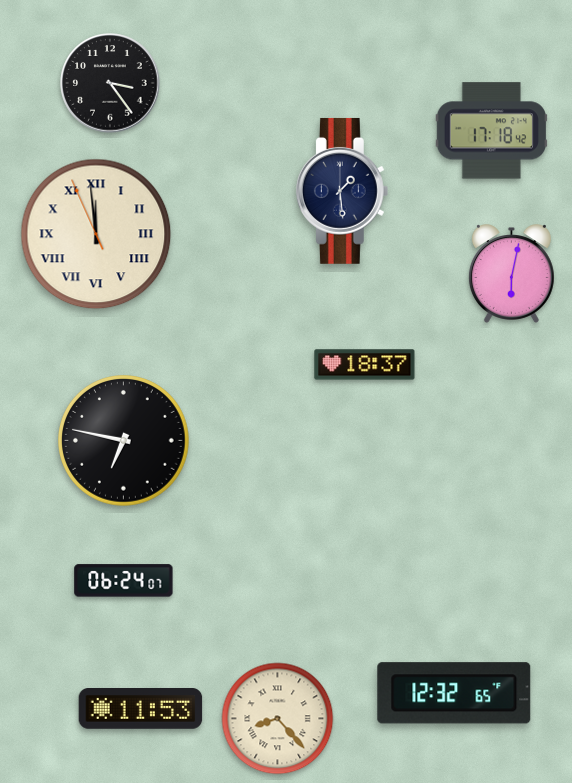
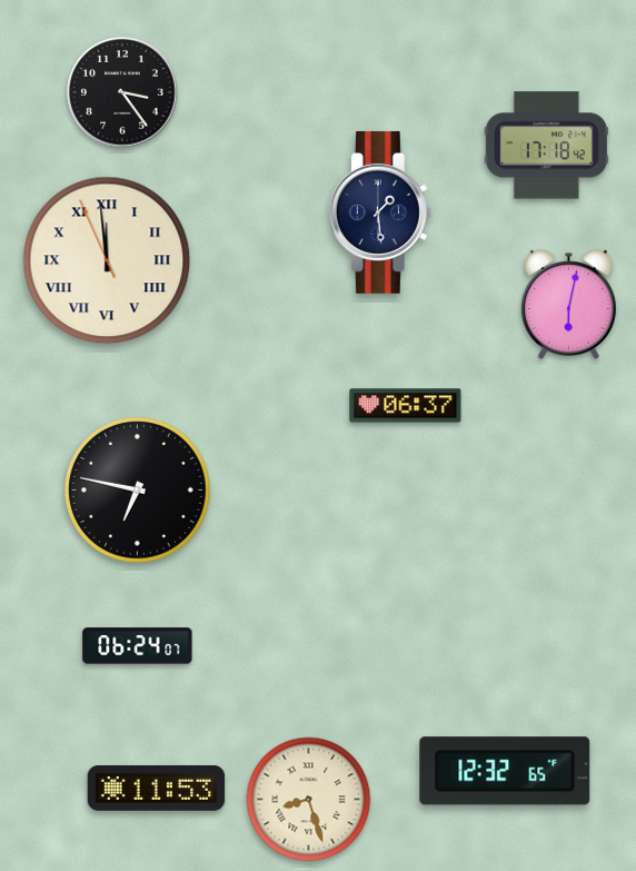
clock at (365, 365): 18:37 -> 06:37
clock at (278, 719): 8:23 -> 8:27
